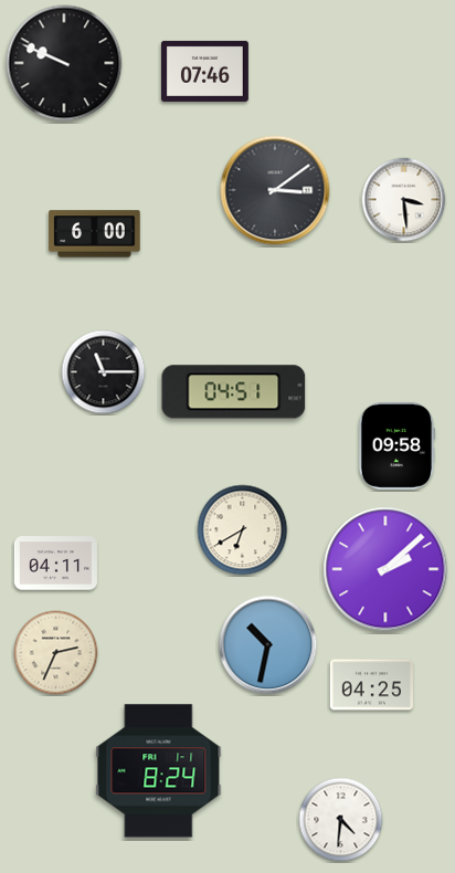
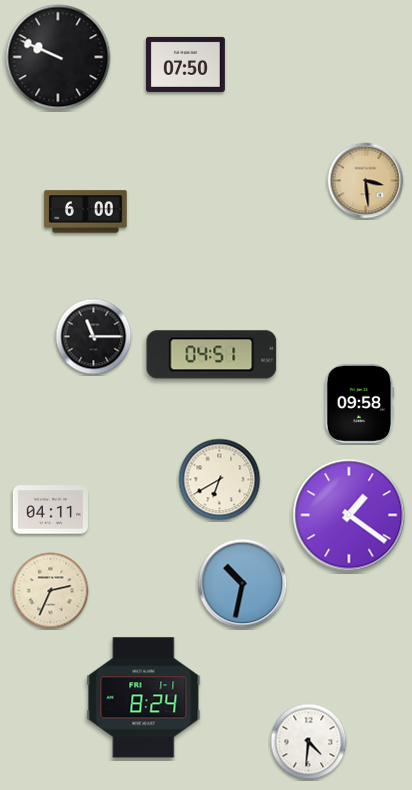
clock at (204, 71): 07:46 -> 07:50
clock at (275, 190): 3:09 -> none
clock at (404, 200) dial: white -> champagne
clock at (385, 569): 2:08 -> 1:21
clock at (371, 685): 04:25 -> none
